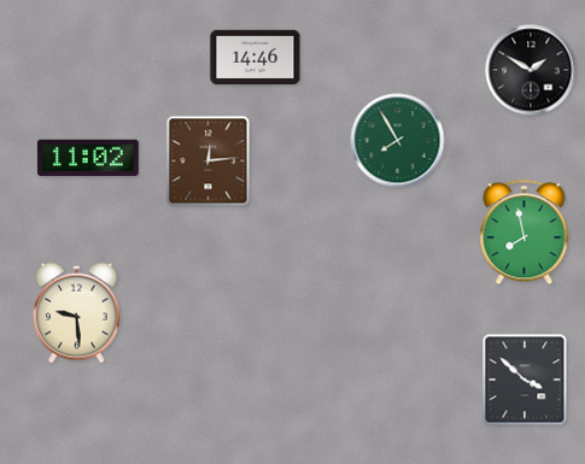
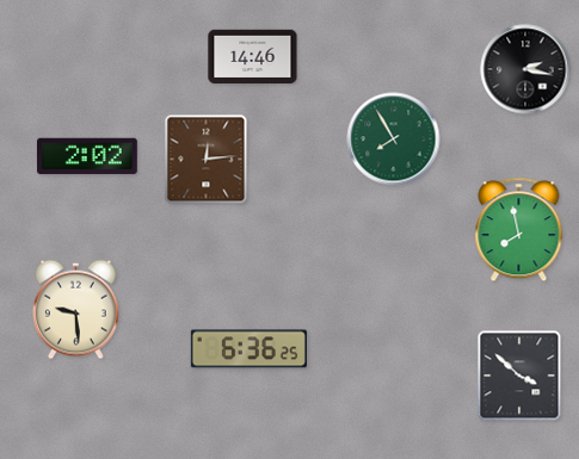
clock at (531, 70): 1:50 -> 2:17
clock at (88, 158): 11:02 -> 2:02
clock at (248, 349): none -> 6:36
